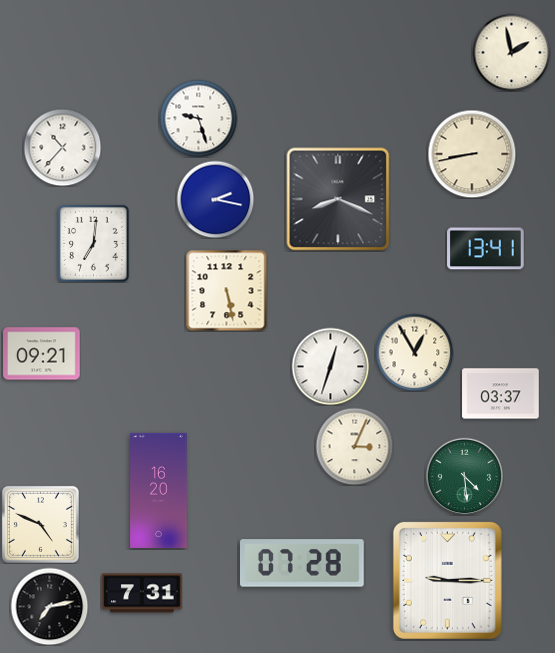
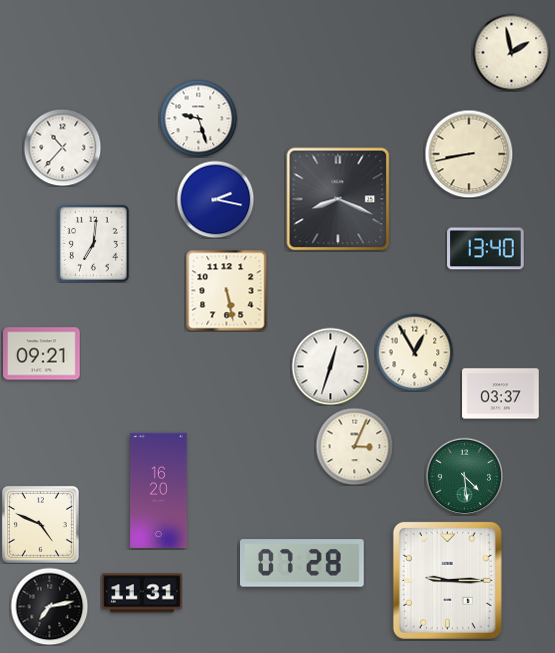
clock at (472, 154) position: (472, 154) -> (469, 154)
clock at (486, 249): 13:41 -> 13:40
clock at (142, 593): 7:31 -> 11:31
